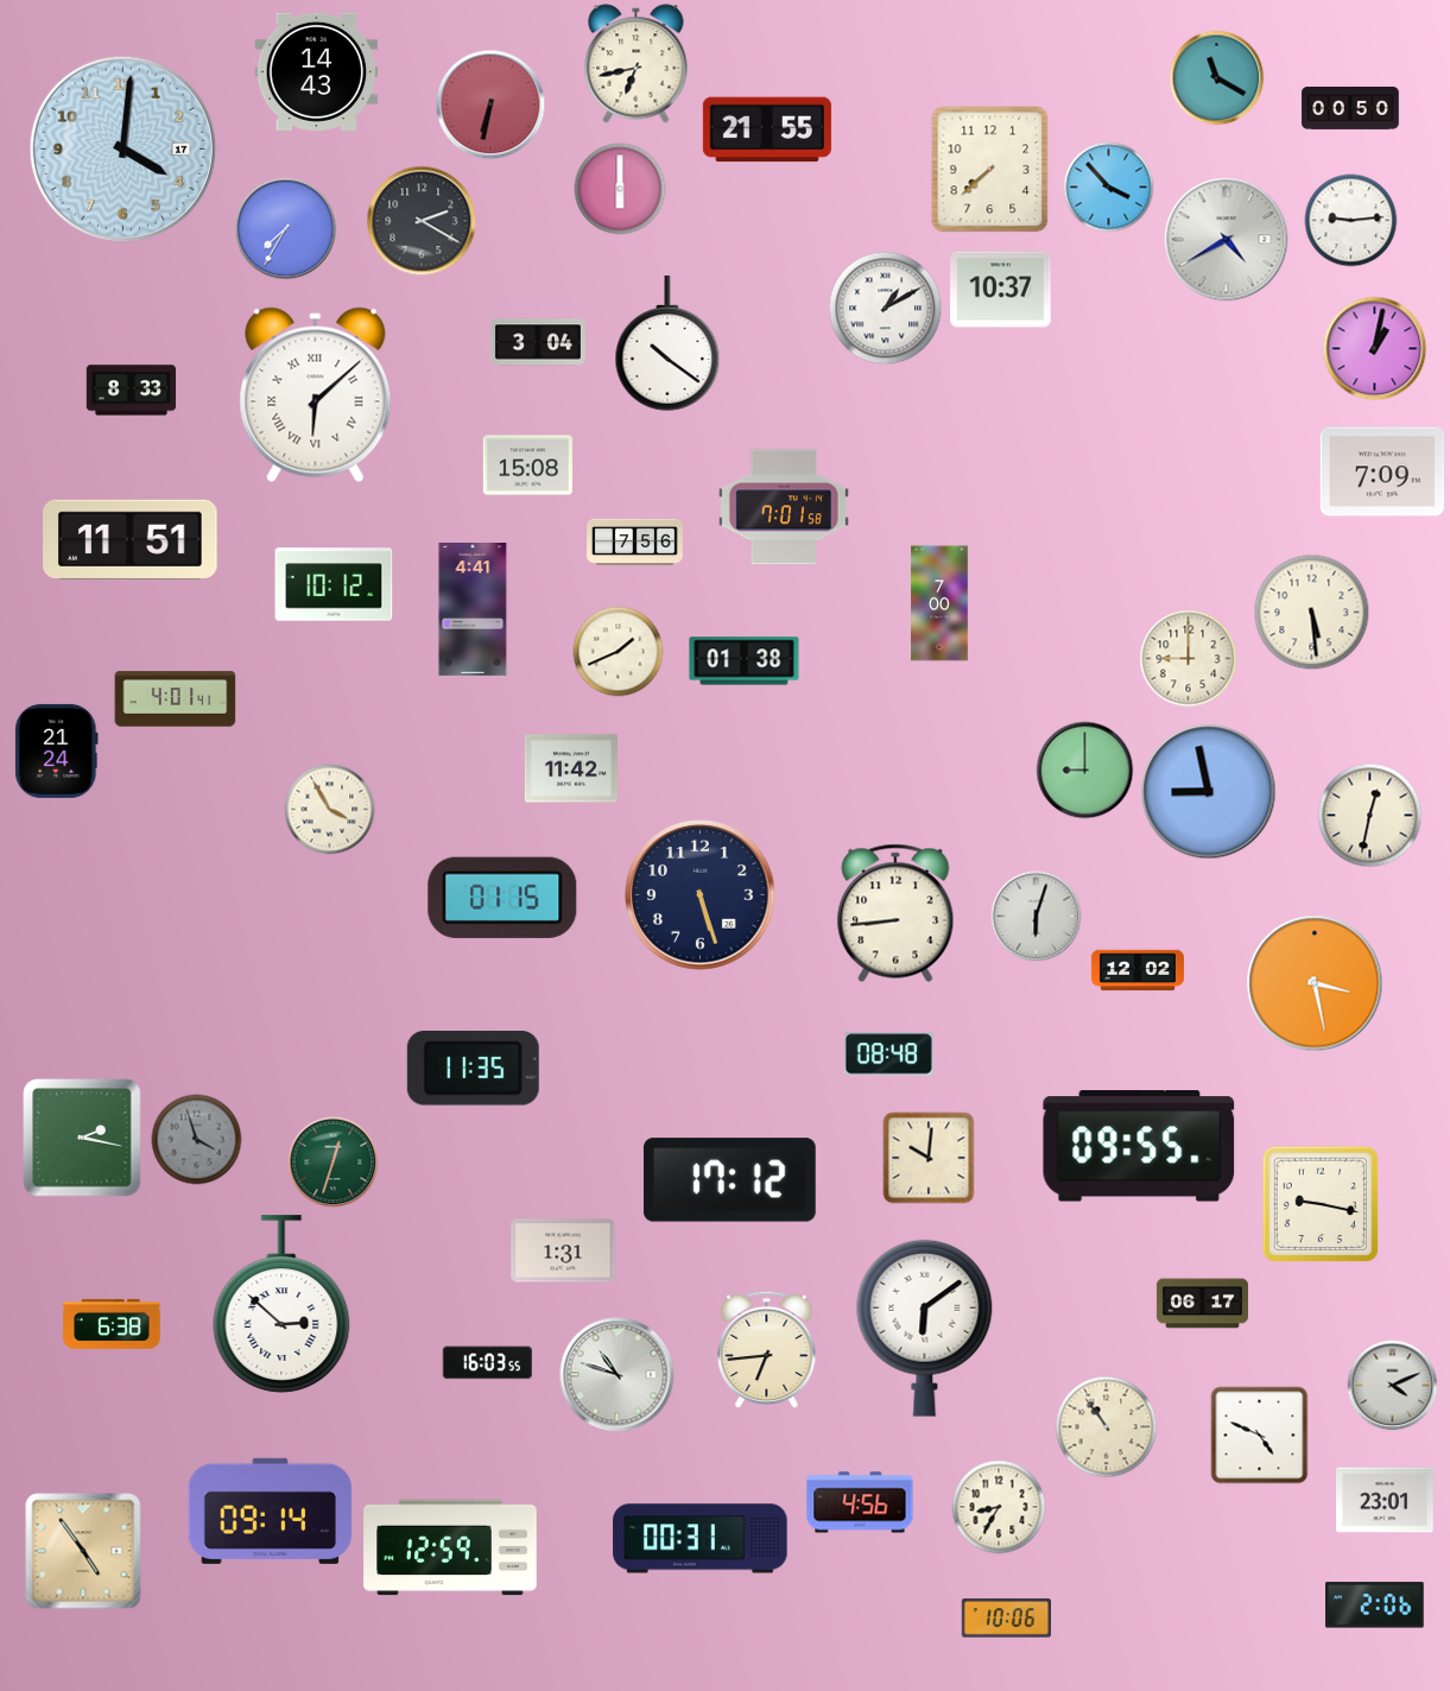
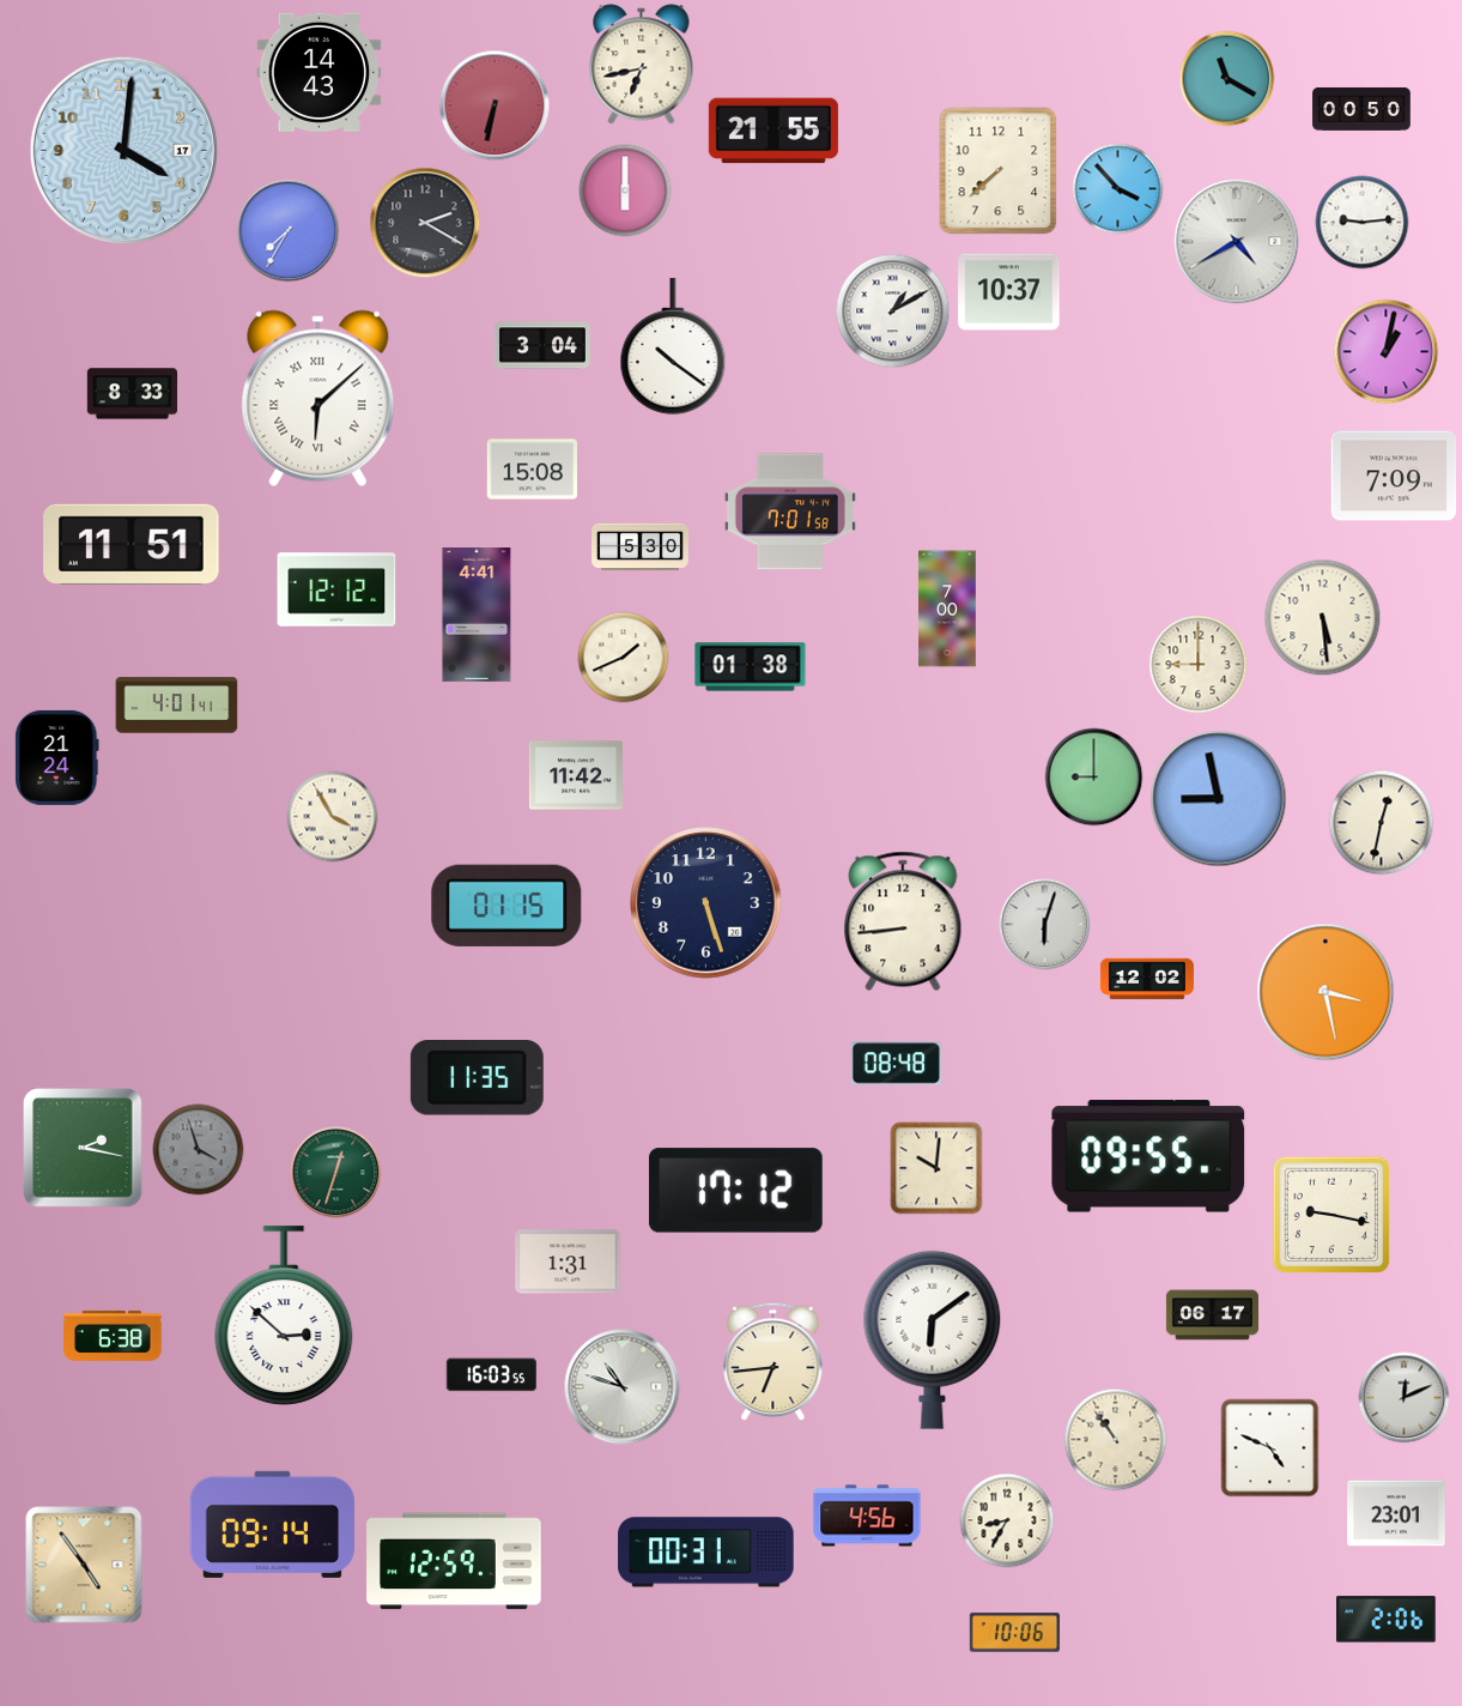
clock at (635, 543): 7:56 -> 5:30
clock at (334, 584): 10:12 -> 12:12
clock at (1393, 1386): 4:11 -> 12:11
